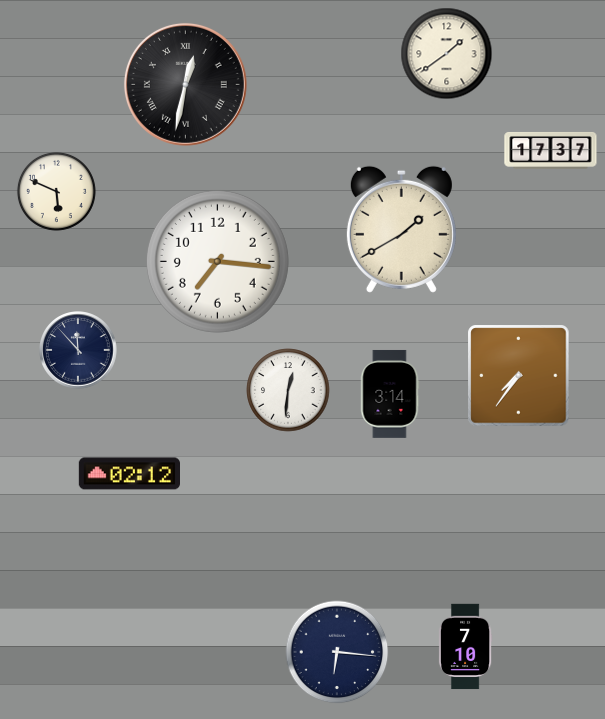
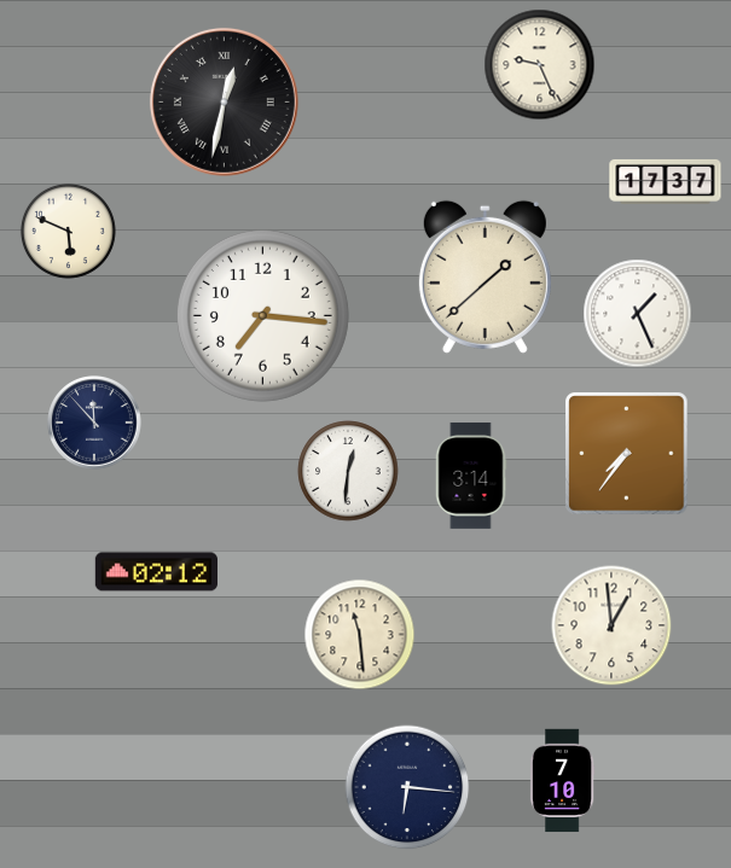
clock at (447, 54): 1:39 -> 9:26
clock at (401, 229): 1:40 -> 1:38
clock at (638, 314): none -> 1:26
clock at (611, 625): none -> 12:59
clock at (360, 635): none -> 11:29
